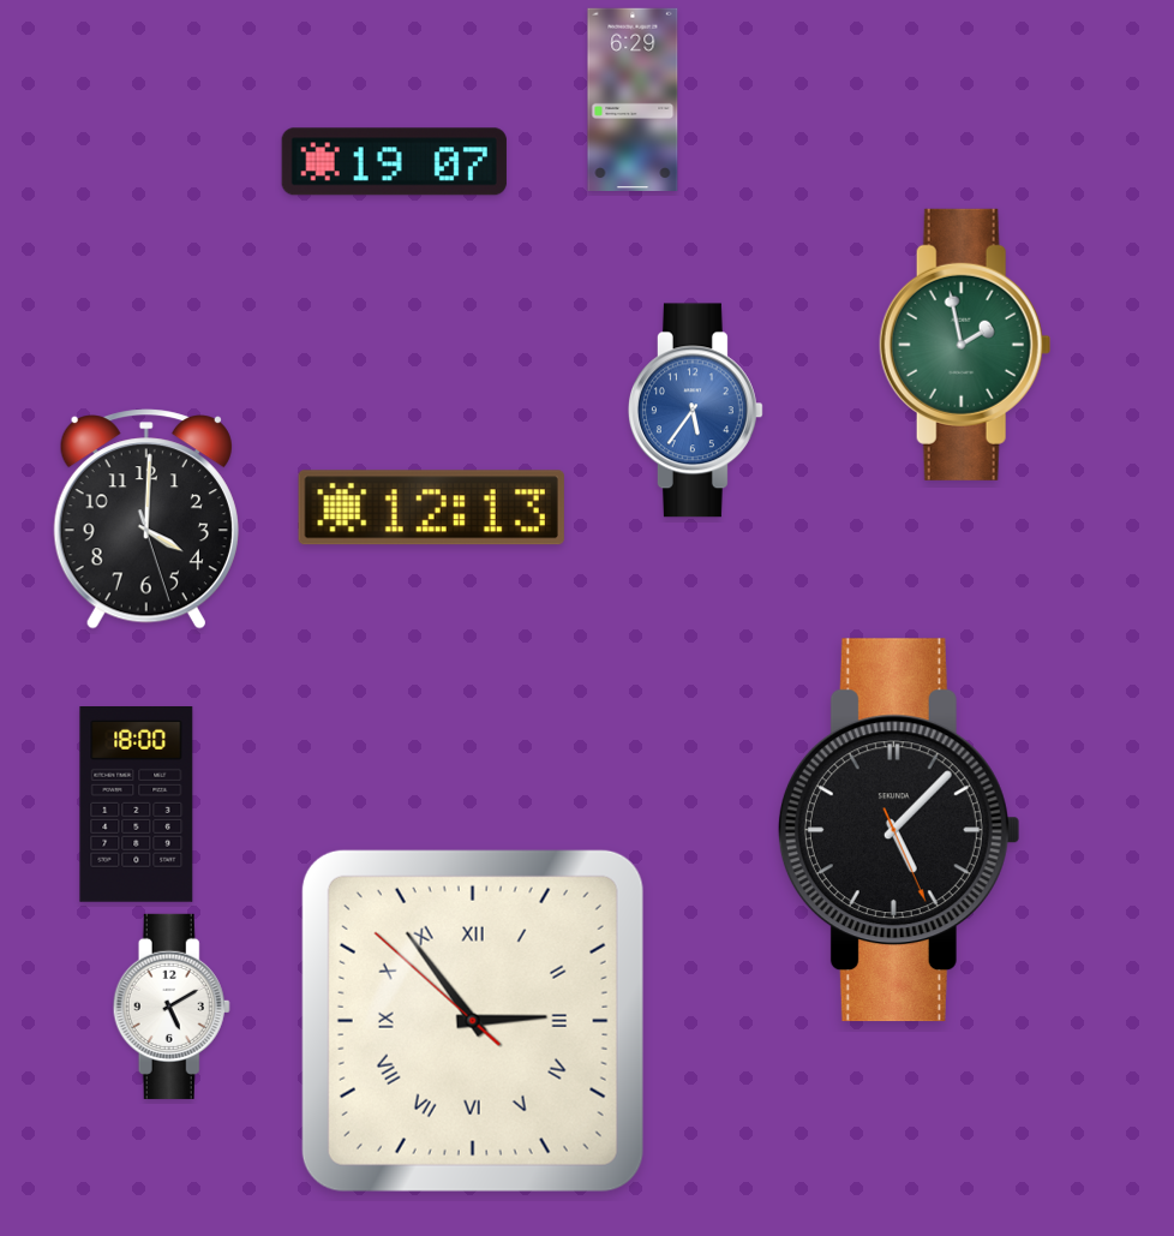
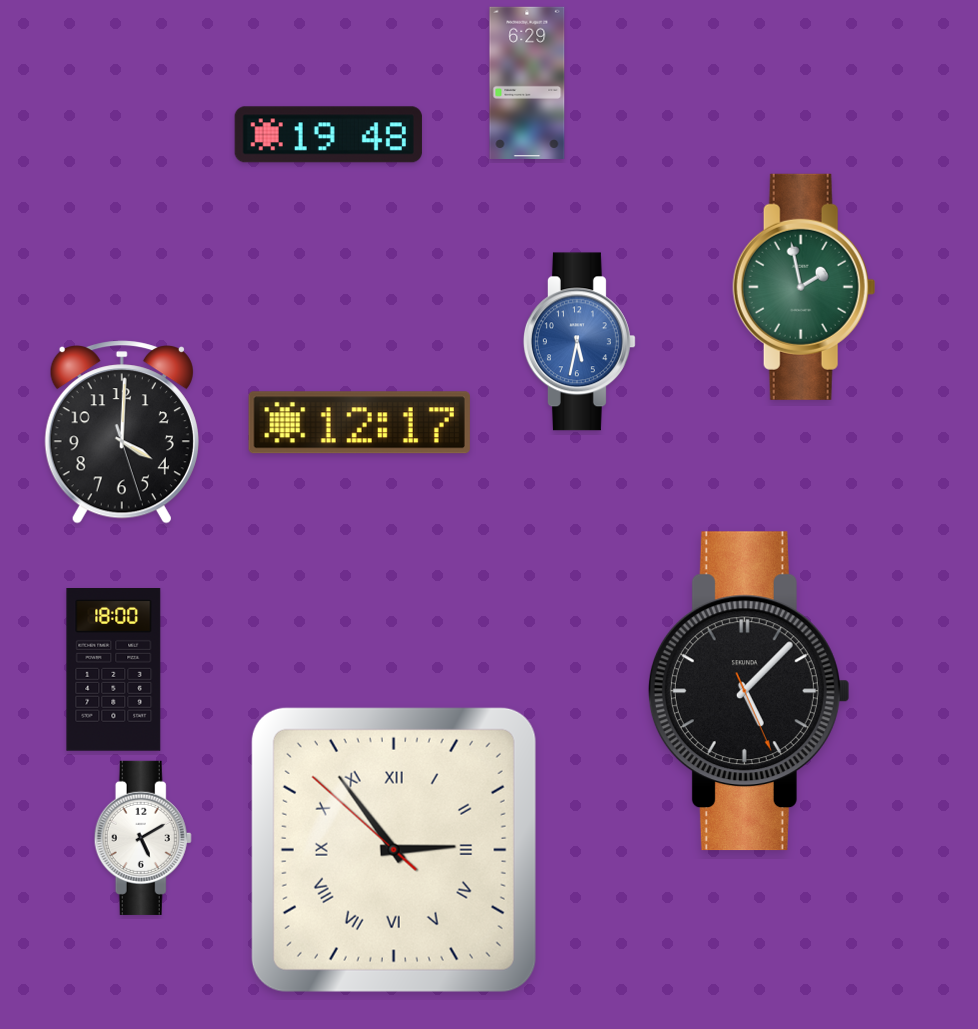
clock at (394, 162): 19:07 -> 19:48
clock at (695, 411): 5:36 -> 5:32
clock at (431, 508): 12:13 -> 12:17
